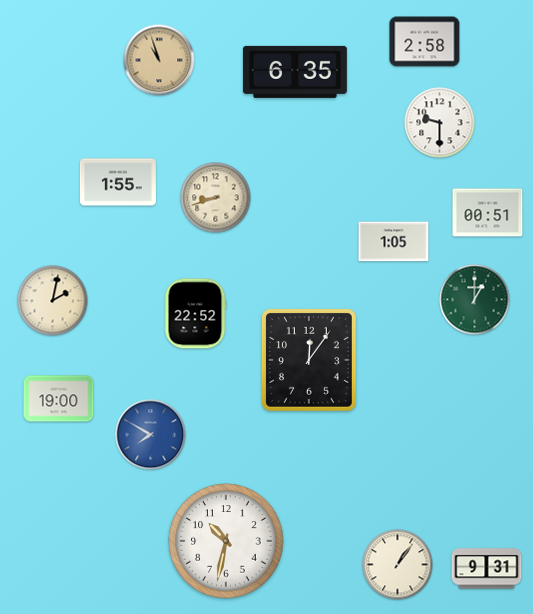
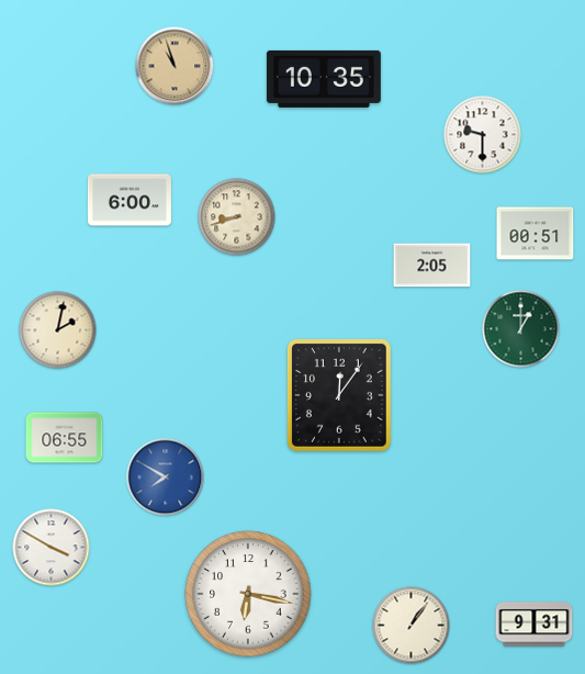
clock at (425, 42): 2:58 -> none
clock at (295, 72): 6:35 -> 10:35
clock at (118, 182): 1:55 -> 6:00
clock at (394, 242): 1:05 -> 2:05
clock at (195, 314): 22:52 -> none
clock at (59, 399): 19:00 -> 06:55
clock at (52, 548): none -> 3:50
clock at (226, 541): 10:32 -> 6:17
clock at (398, 565) position: (398, 565) -> (412, 626)
